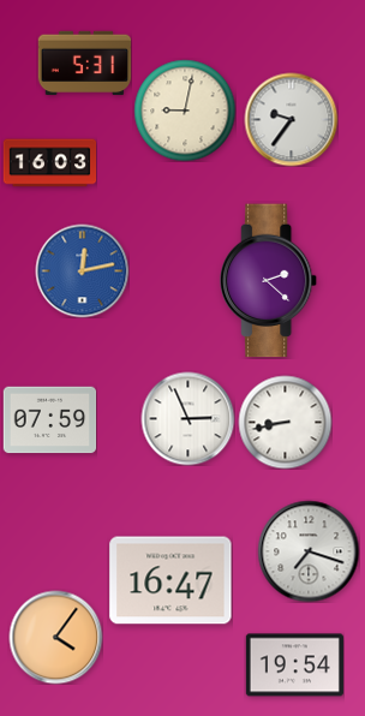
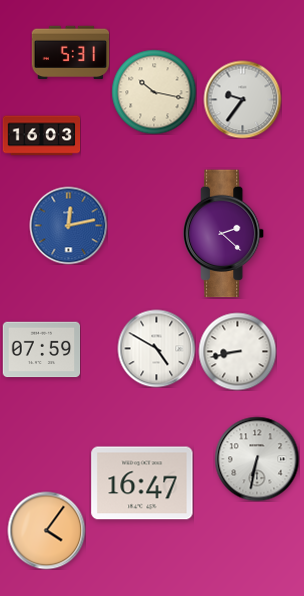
clock at (185, 111): 9:02 -> 10:17
clock at (187, 418): 2:56 -> 4:50
clock at (309, 551): 7:18 -> 6:32
clock at (294, 666): 19:54 -> none
